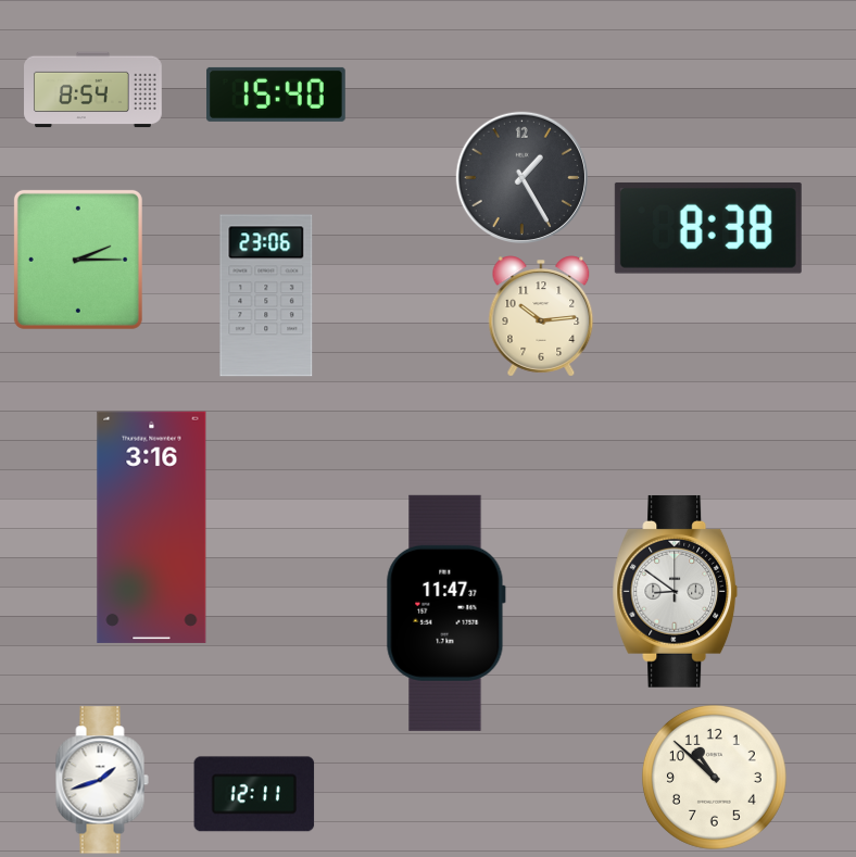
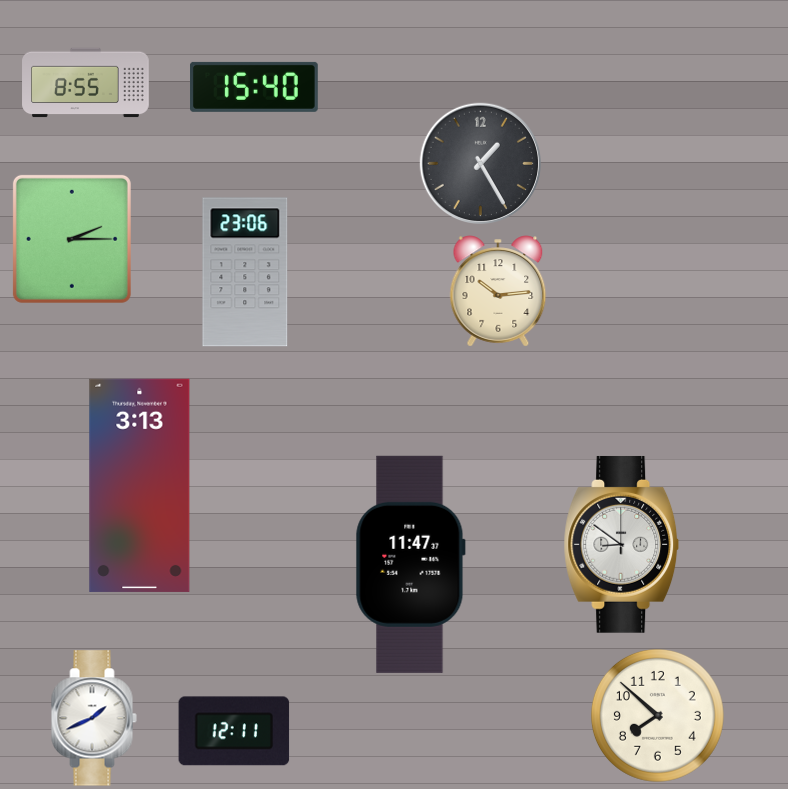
clock at (93, 90): 8:54 -> 8:55
clock at (708, 228): 8:38 -> none
clock at (152, 527): 3:16 -> 3:13
clock at (714, 777): 10:52 -> 7:52
clock at (102, 780): 1:42 -> 1:41
